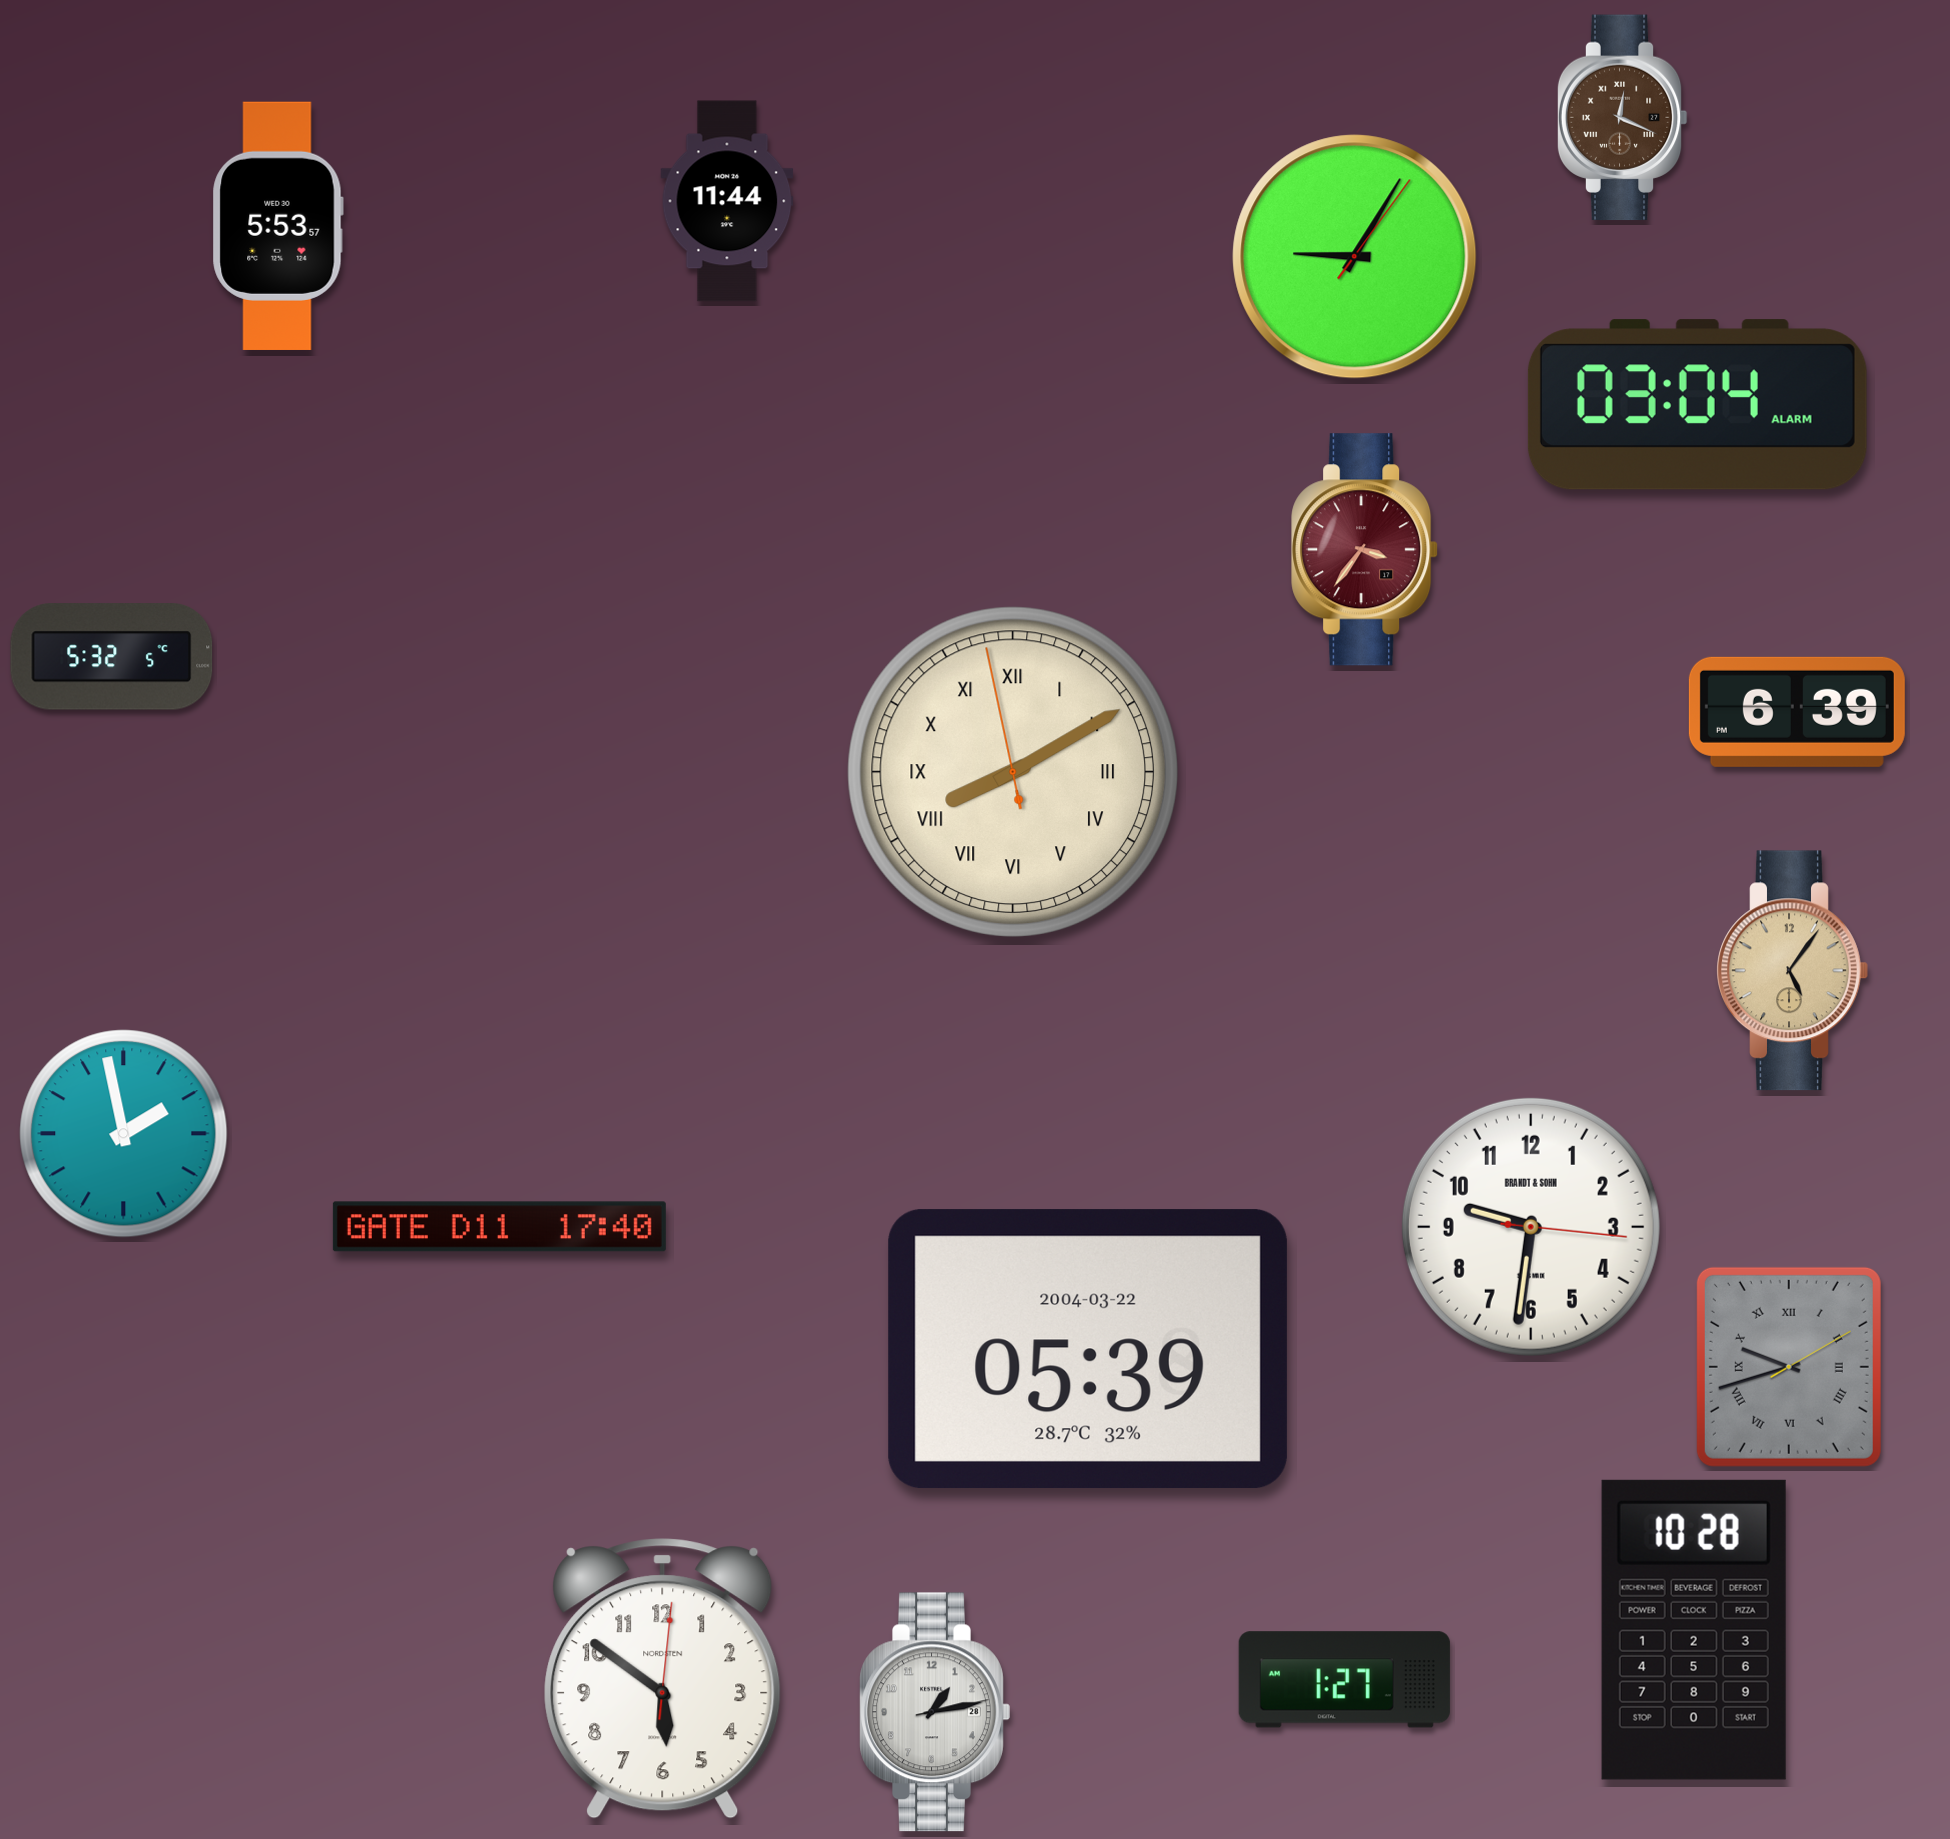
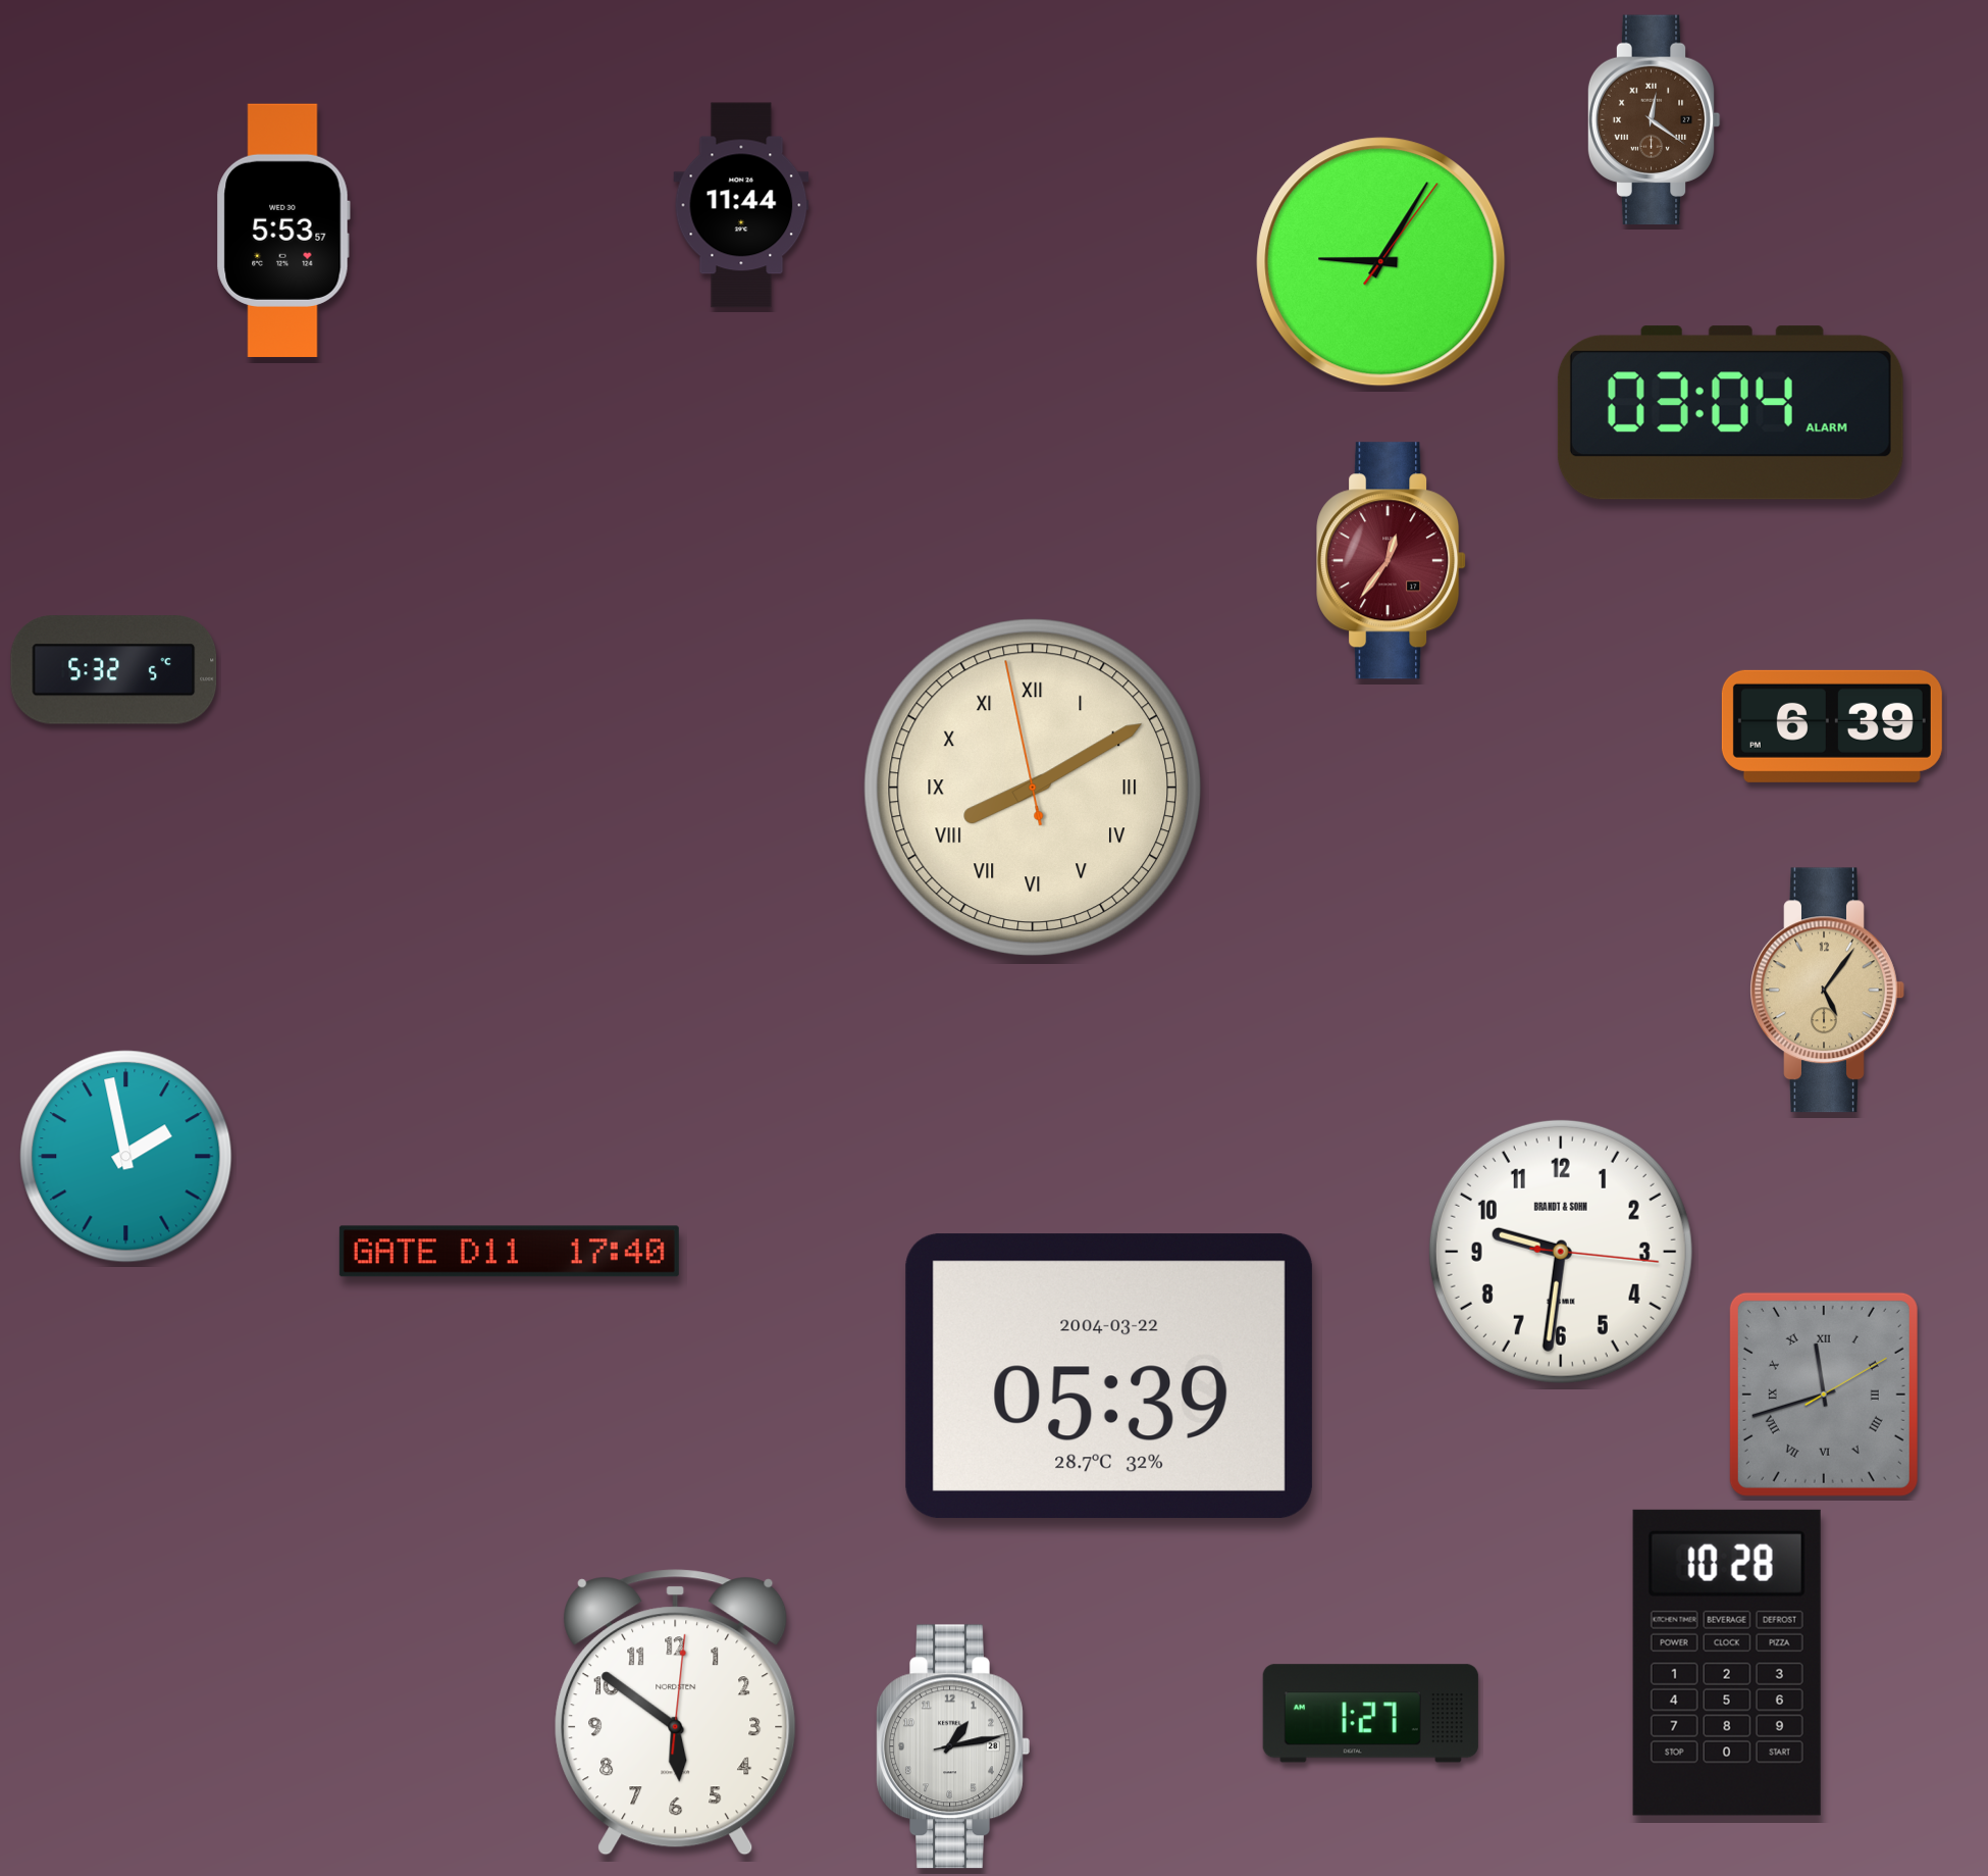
clock at (1622, 118): 12:19 -> 12:21
clock at (1365, 550): 3:36 -> 12:36
clock at (1789, 1367): 9:42 -> 11:42
